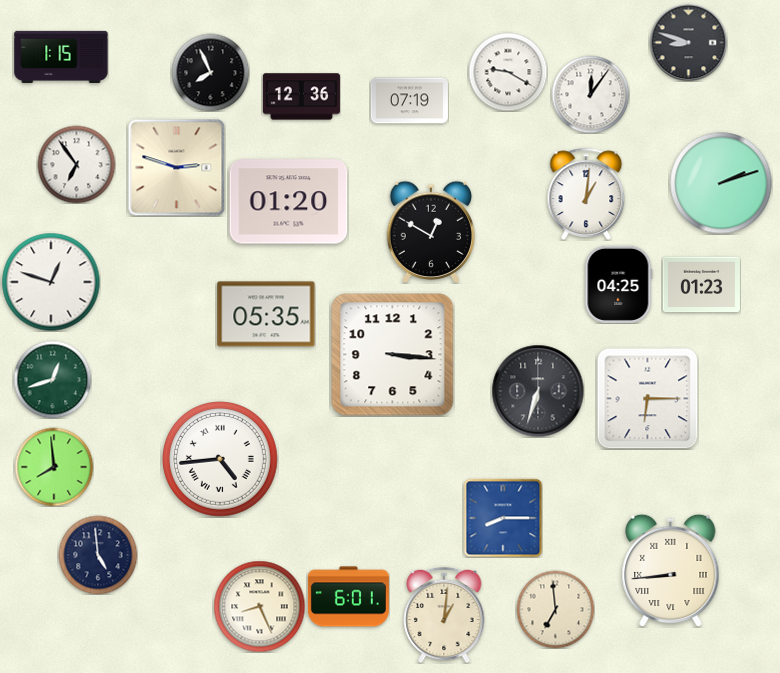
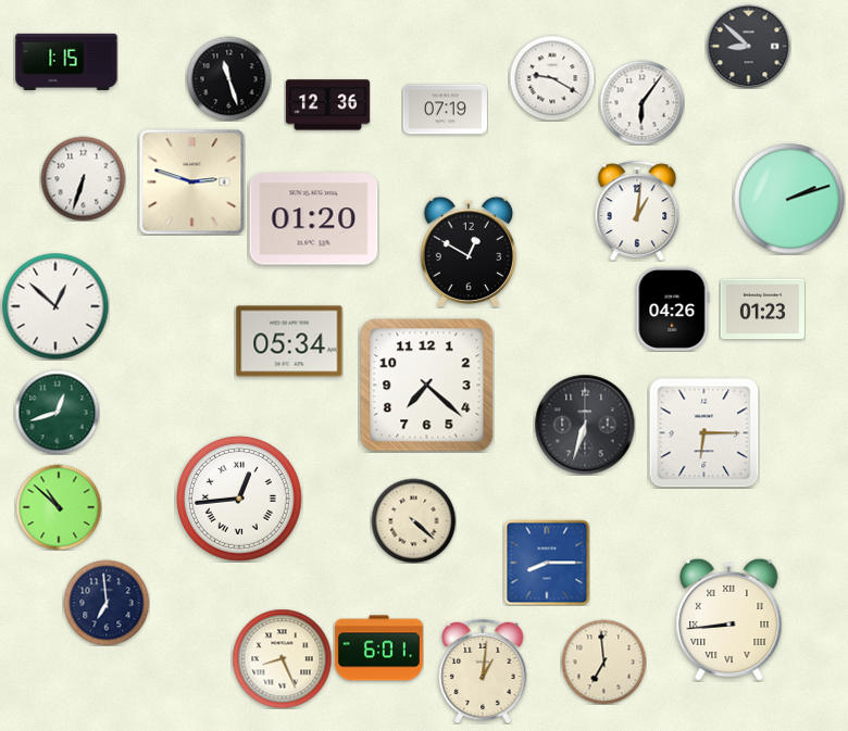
clock at (688, 42): 8:48 -> 8:52
clock at (210, 72): 7:56 -> 11:27
clock at (590, 94): 12:06 -> 6:06
clock at (76, 164): 6:54 -> 6:33
clock at (721, 183) position: (721, 183) -> (789, 199)
clock at (51, 282): 12:48 -> 12:52
clock at (619, 284): 04:25 -> 04:26
clock at (266, 314): 05:35 -> 05:34
clock at (393, 355): 3:16 -> 7:22
clock at (221, 460): 4:44 -> 12:44
clock at (54, 467): 7:59 -> 10:52
clock at (413, 520): none -> 4:22
clock at (98, 555): 4:59 -> 6:59
clock at (444, 615) position: (444, 615) -> (483, 671)
